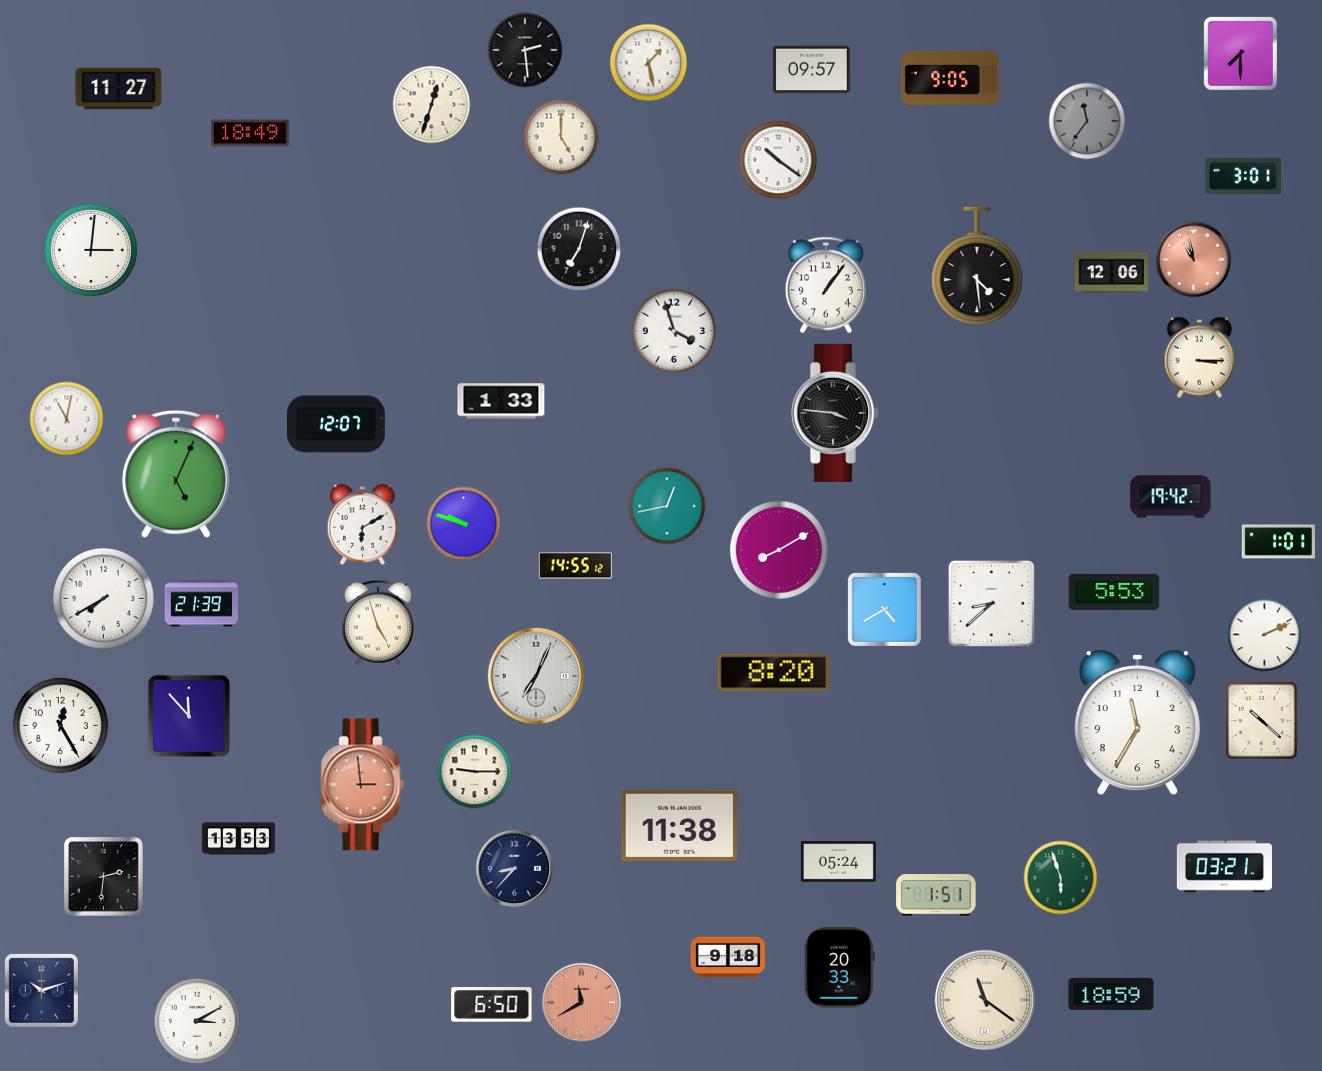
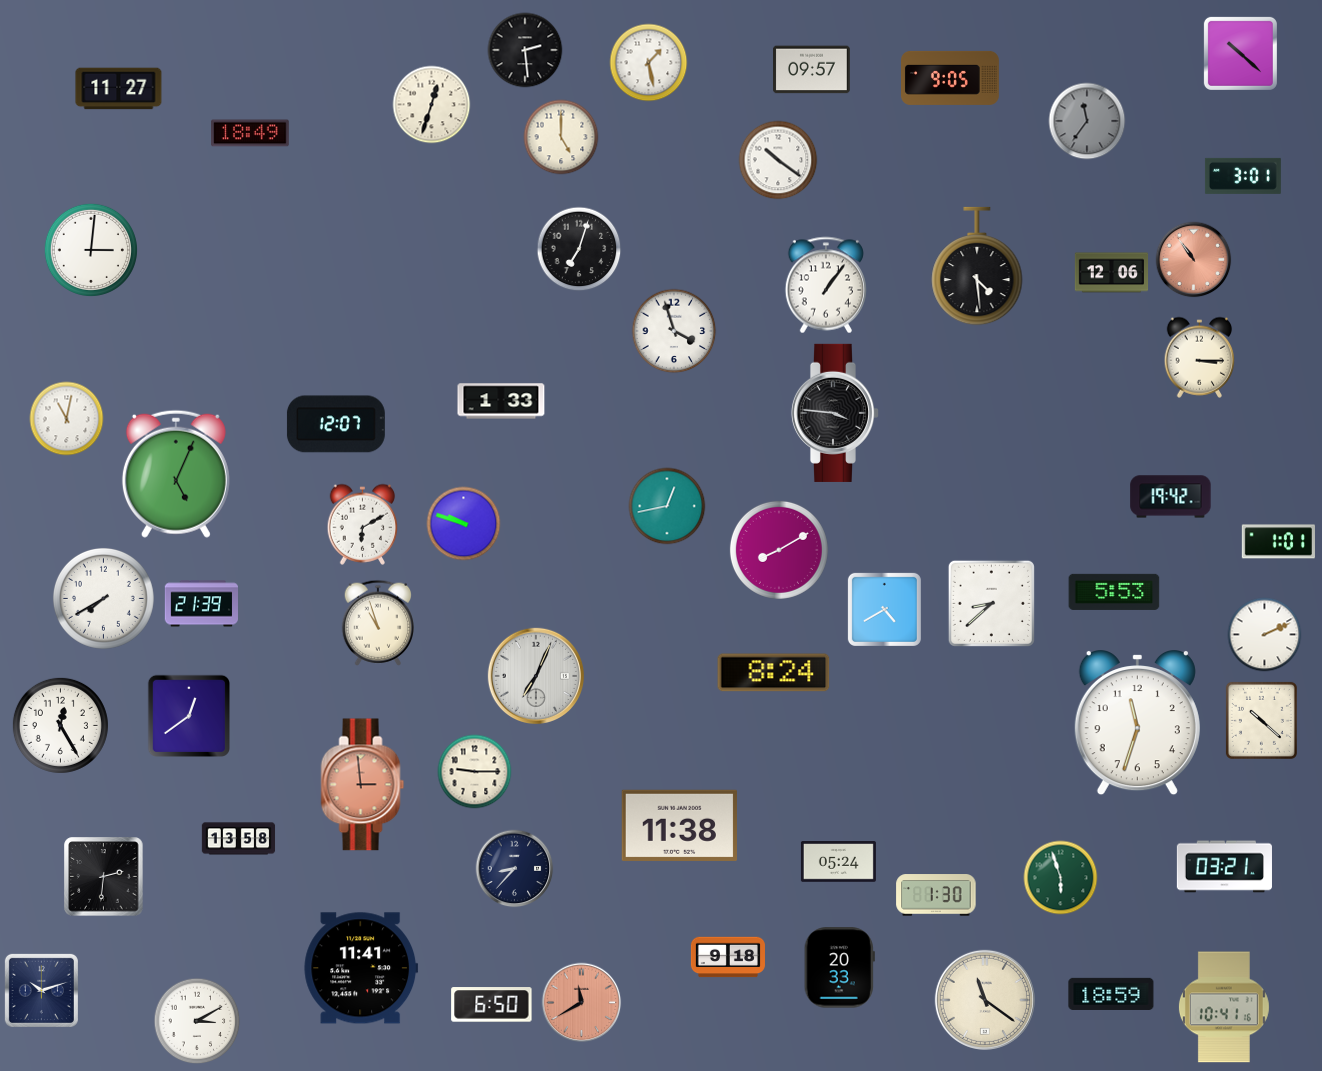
clock at (1240, 53): 7:30 -> 10:22
clock at (1194, 260): 10:58 -> 10:54
clock at (575, 566): 14:55 -> none
clock at (377, 623): 4:57 -> 10:57
clock at (774, 673): 8:20 -> 8:24
clock at (188, 715): 11:53 -> 12:39
clock at (1137, 724): 11:35 -> 11:33
clock at (239, 839): 13:53 -> 13:58
clock at (936, 895): 1:51 -> 1:30
clock at (361, 968): none -> 11:41
clock at (1224, 1007): none -> 10:41
